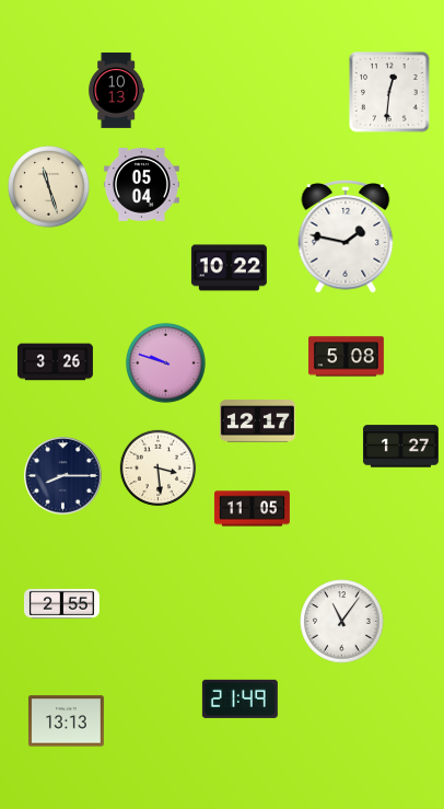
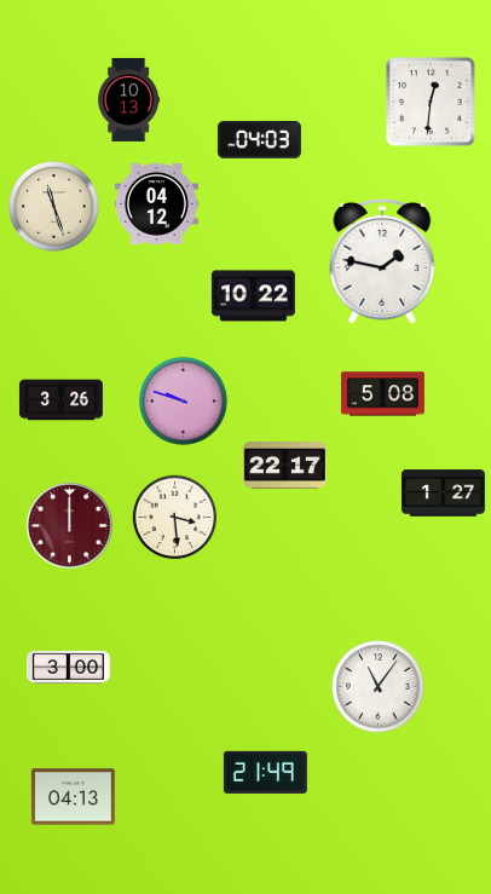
clock at (259, 139): none -> 04:03
clock at (141, 185): 05:04 -> 04:12
clock at (257, 421): 12:17 -> 22:17
clock at (63, 476): 8:15 -> 12:00
clock at (63, 476) dial: navy -> burgundy
clock at (252, 509): 11:05 -> none
clock at (61, 603): 2:55 -> 3:00
clock at (66, 721): 13:13 -> 04:13
